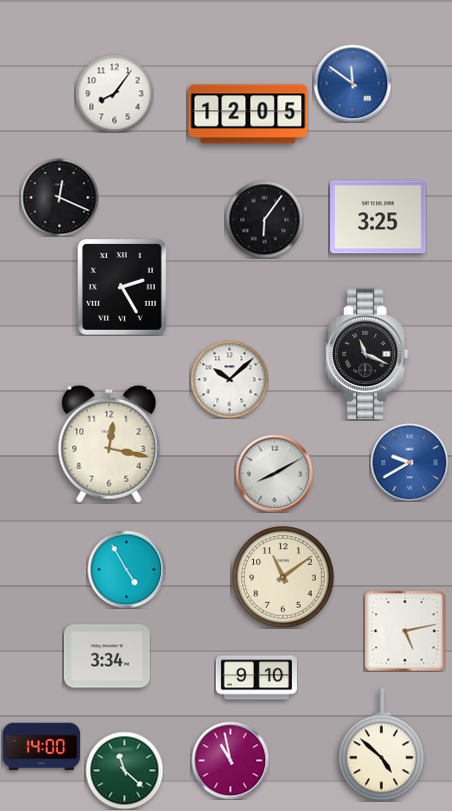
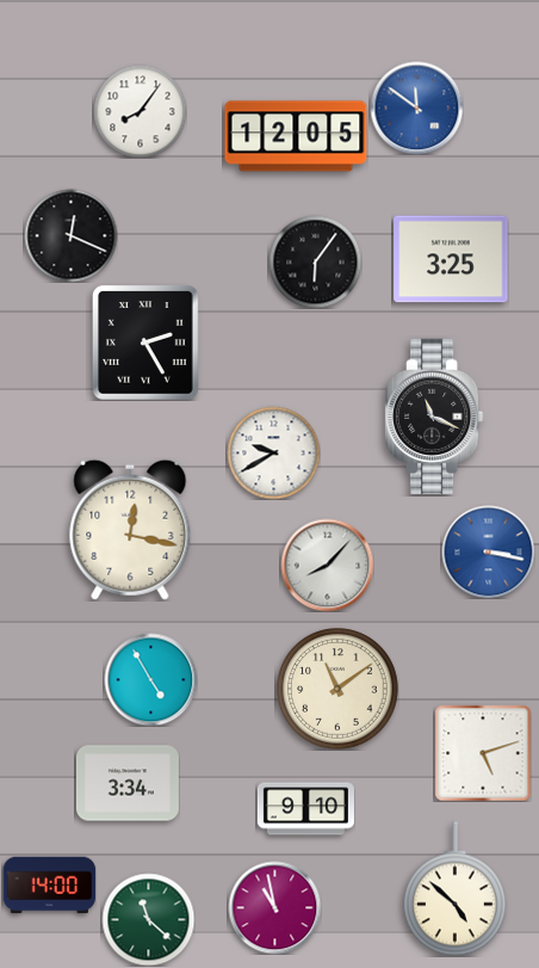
clock at (352, 83) position: (352, 83) -> (416, 107)
clock at (114, 93) position: (114, 93) -> (140, 111)
clock at (367, 354) position: (367, 354) -> (434, 417)
clock at (229, 379): 10:08 -> 9:40
clock at (409, 462): 9:40 -> 3:17
clock at (274, 473): 8:10 -> 8:07
clock at (405, 631): 5:13 -> 5:12
clock at (41, 747) position: (41, 747) -> (49, 886)
